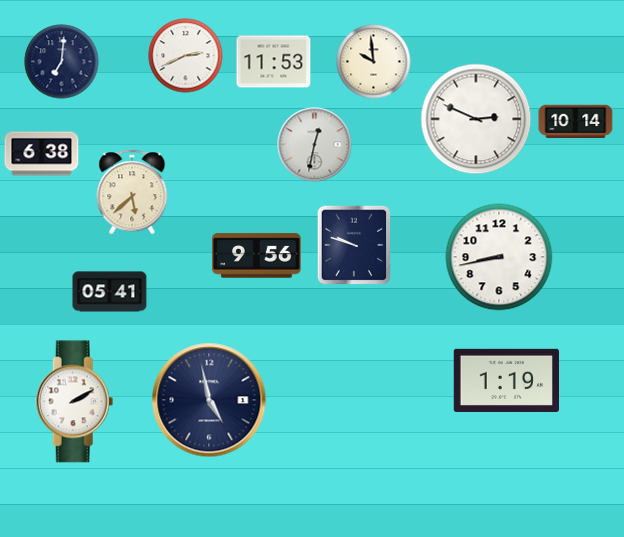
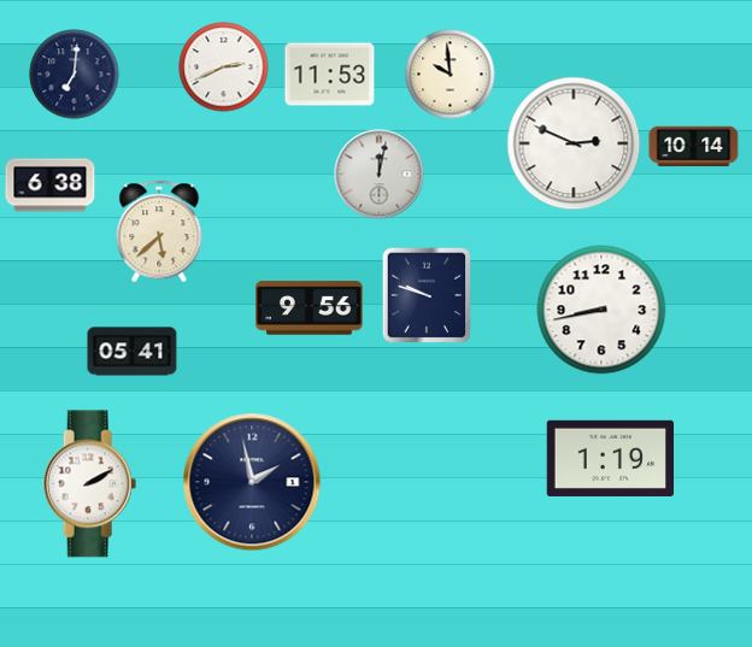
clock at (315, 145): 12:32 -> 12:02
clock at (209, 400): 4:58 -> 1:58
